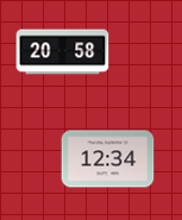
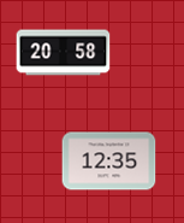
clock at (107, 159): 12:34 -> 12:35
